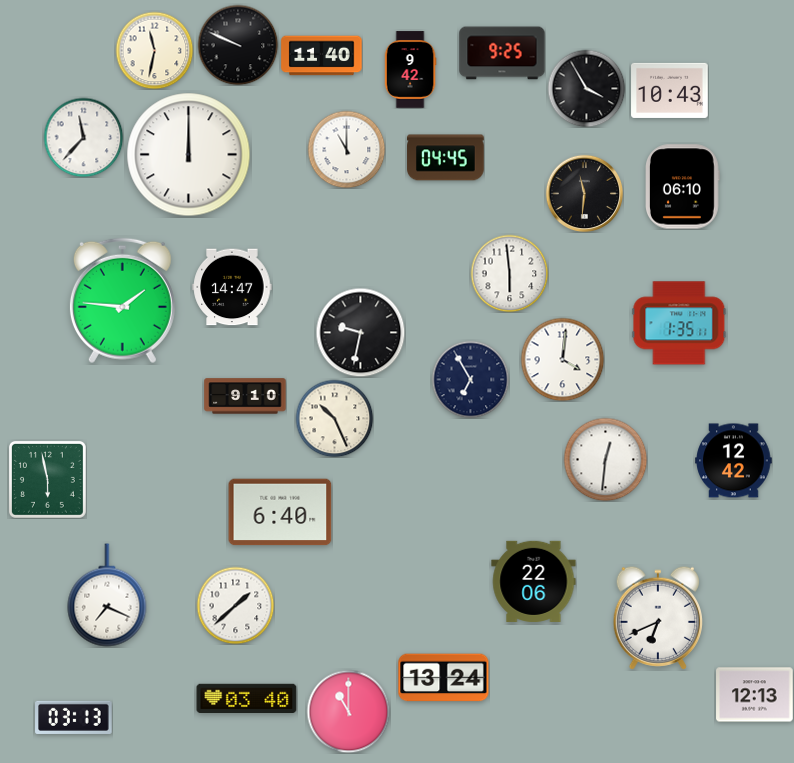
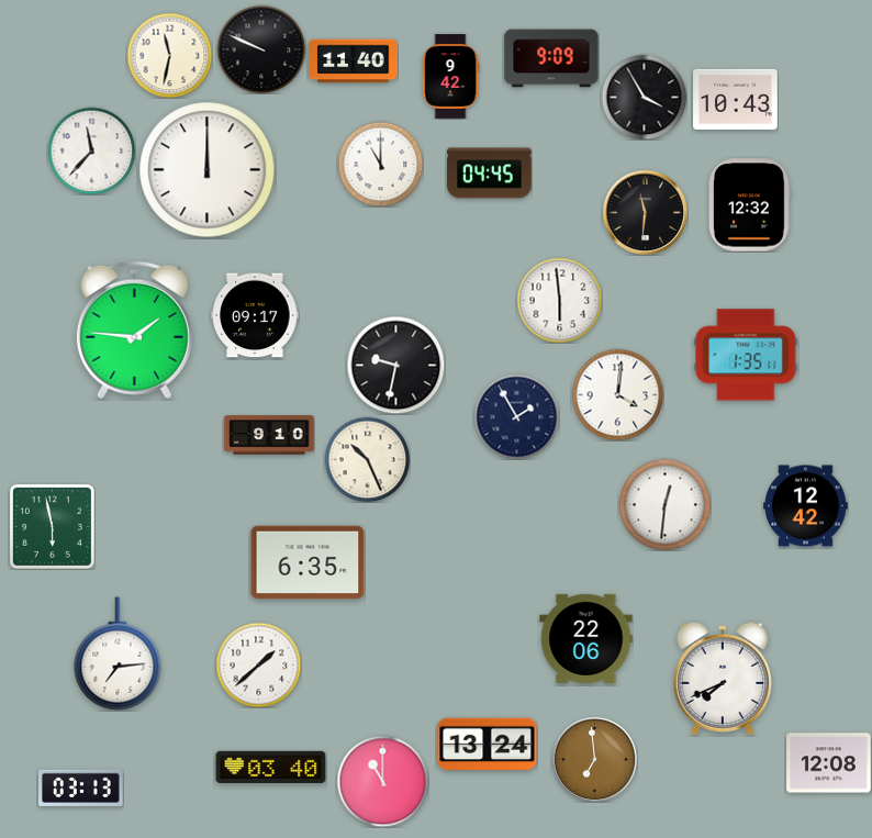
clock at (502, 53): 9:25 -> 9:09
clock at (683, 187): 06:10 -> 12:32
clock at (584, 193) position: (584, 193) -> (645, 212)
clock at (232, 287): 14:47 -> 09:17
clock at (470, 379): 6:55 -> 1:55
clock at (280, 512): 6:40 -> 6:35
clock at (107, 595): 7:19 -> 7:14
clock at (657, 618): 6:41 -> 7:41
clock at (594, 759): none -> 6:59
clock at (755, 695): 12:13 -> 12:08
